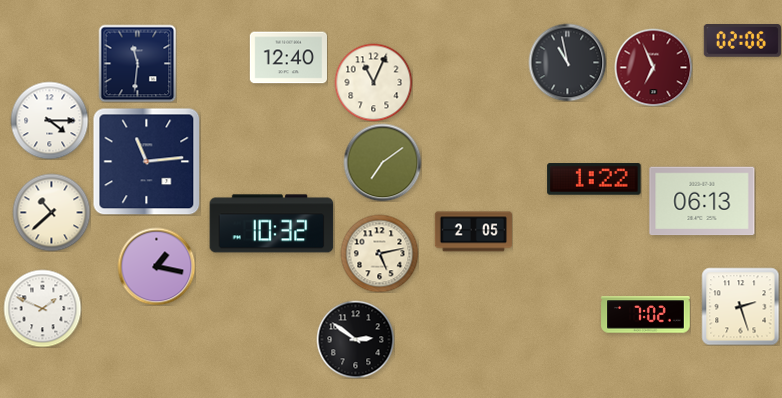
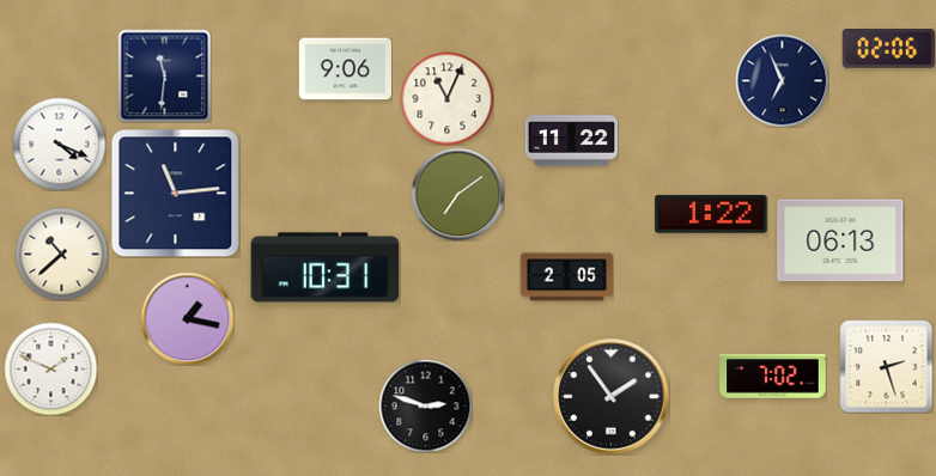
clock at (288, 58): 12:40 -> 9:06
clock at (567, 62): 10:58 -> none
clock at (653, 67) dial: burgundy -> navy
clock at (571, 141): none -> 11:22
clock at (49, 120): 4:15 -> 4:19
clock at (272, 224): 10:32 -> 10:31
clock at (379, 253): 5:13 -> none
clock at (612, 397): none -> 1:54
clock at (355, 339): 2:51 -> 2:48
